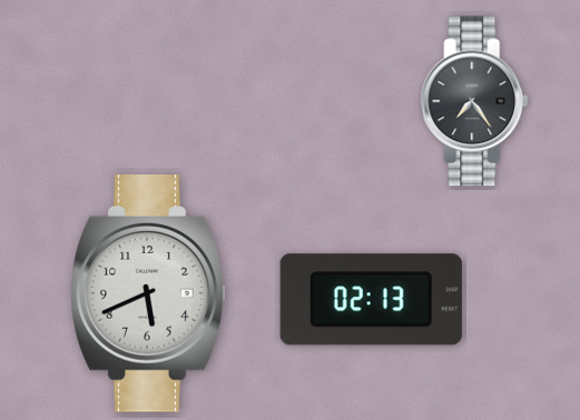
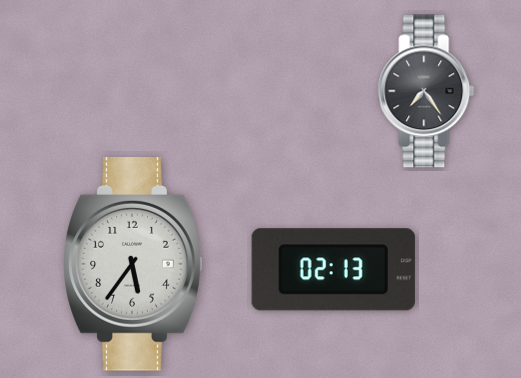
clock at (148, 294): 5:41 -> 5:36
